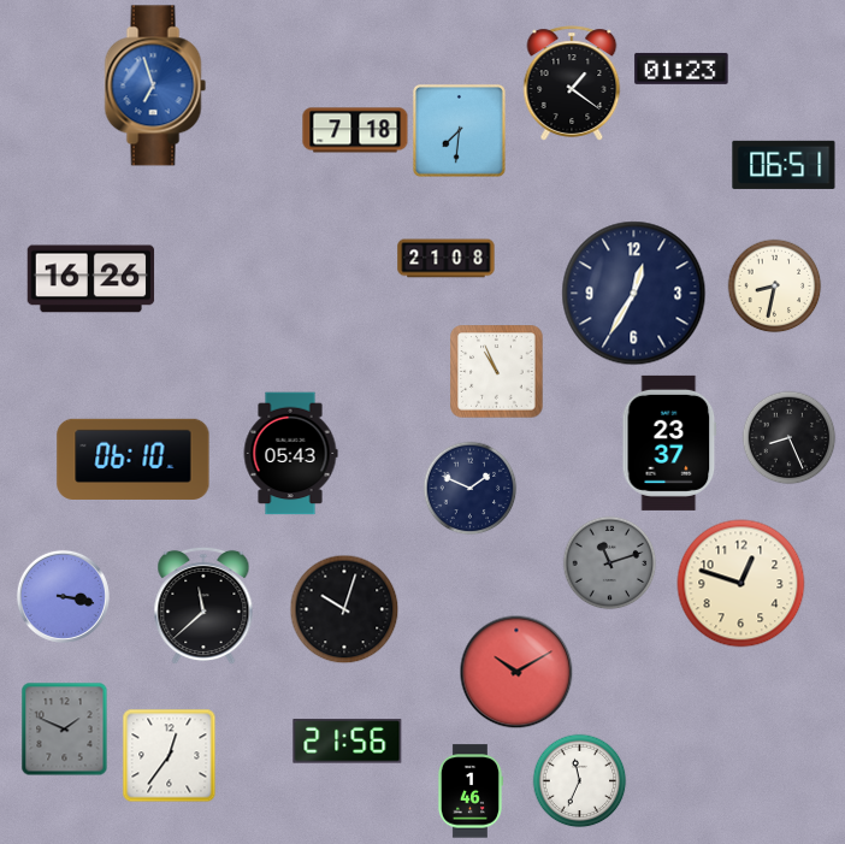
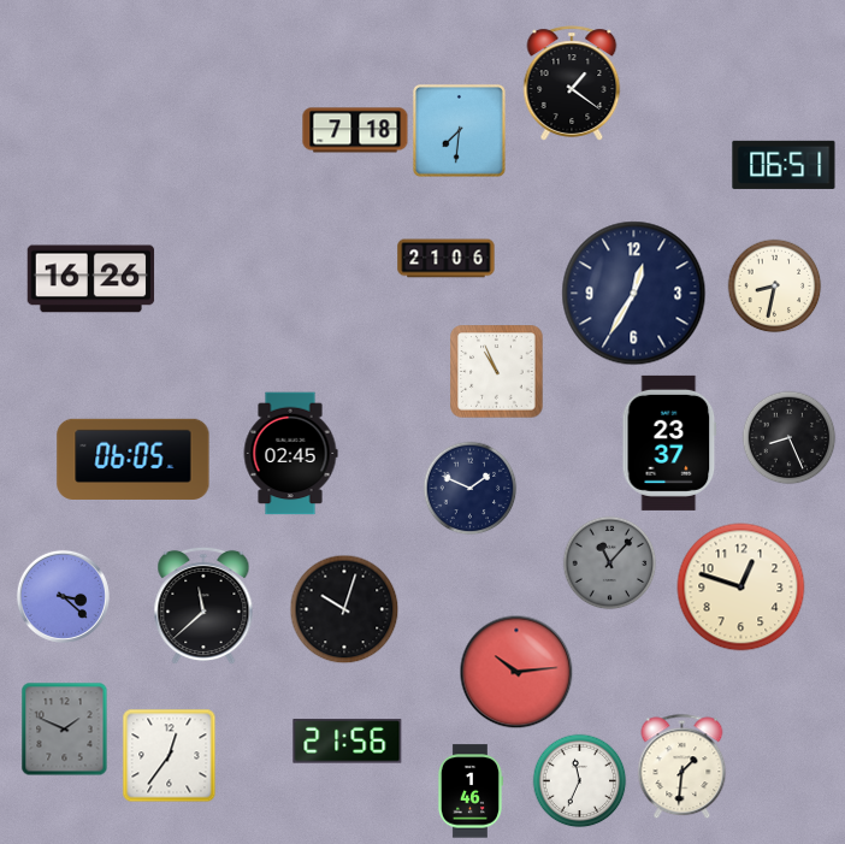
clock at (681, 69): 01:23 -> none
clock at (155, 85): 6:57 -> none
clock at (447, 259): 21:08 -> 21:06
clock at (290, 454): 05:43 -> 02:45
clock at (134, 459): 06:10 -> 06:05
clock at (609, 562): 11:12 -> 11:07
clock at (741, 584) position: (741, 584) -> (741, 588)
clock at (63, 596): 3:17 -> 3:22
clock at (516, 672): 10:10 -> 10:14
clock at (682, 766): none -> 1:31
